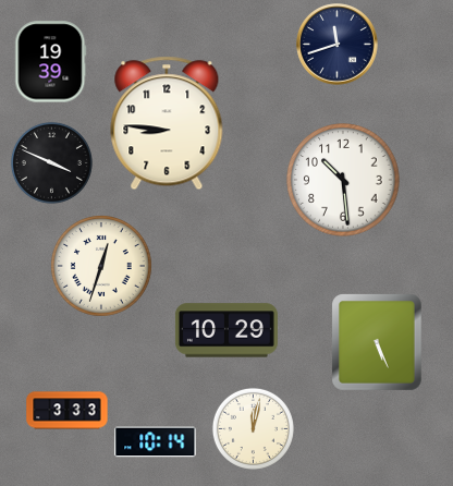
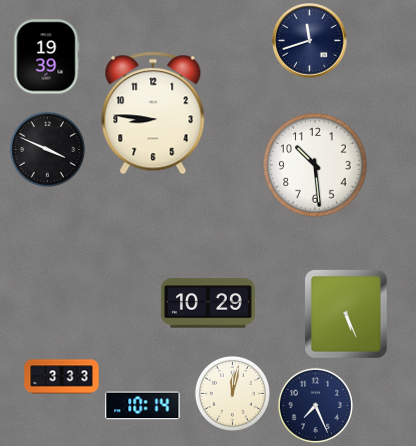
clock at (102, 267): 12:33 -> none
clock at (315, 405): none -> 7:26
